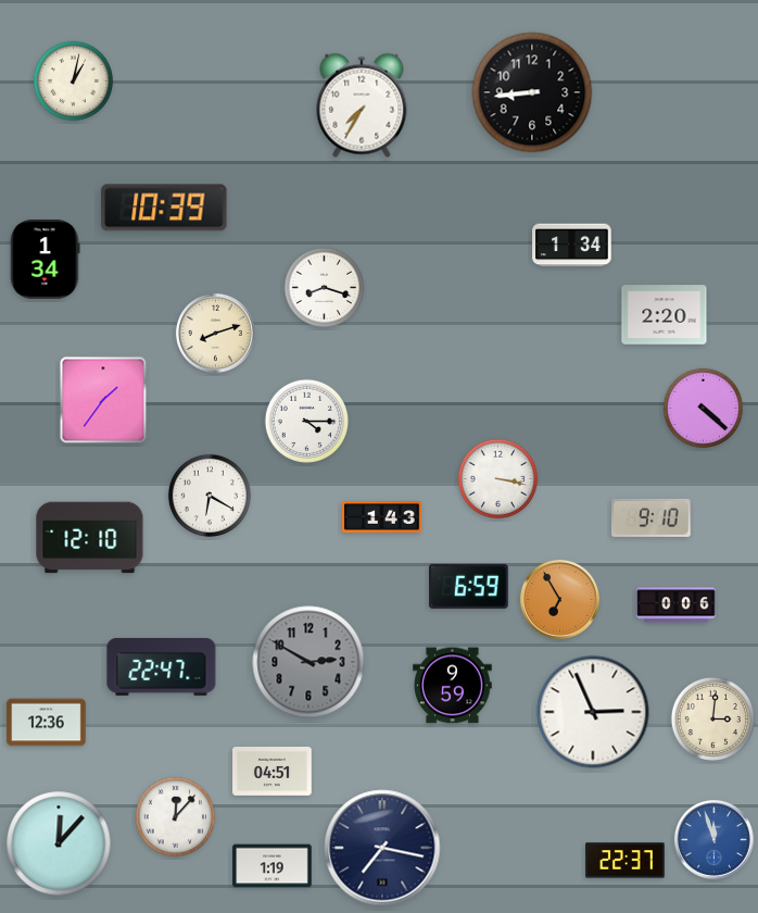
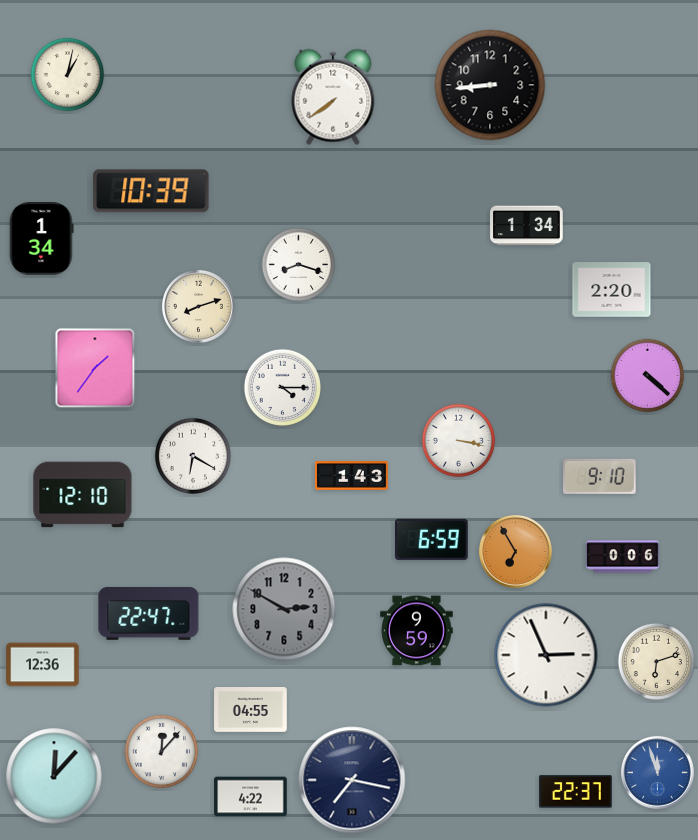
clock at (362, 105): 7:35 -> 7:39
clock at (712, 718): 3:01 -> 6:12
clock at (273, 772): 04:51 -> 04:55
clock at (273, 866): 1:19 -> 4:22
